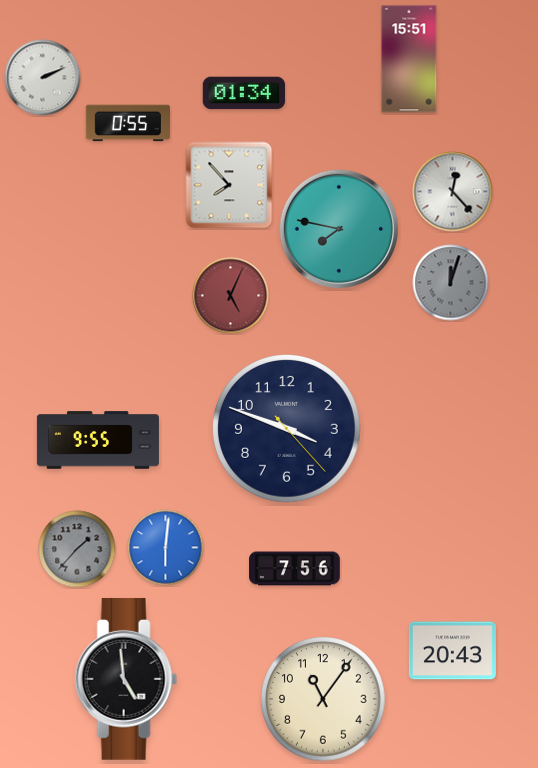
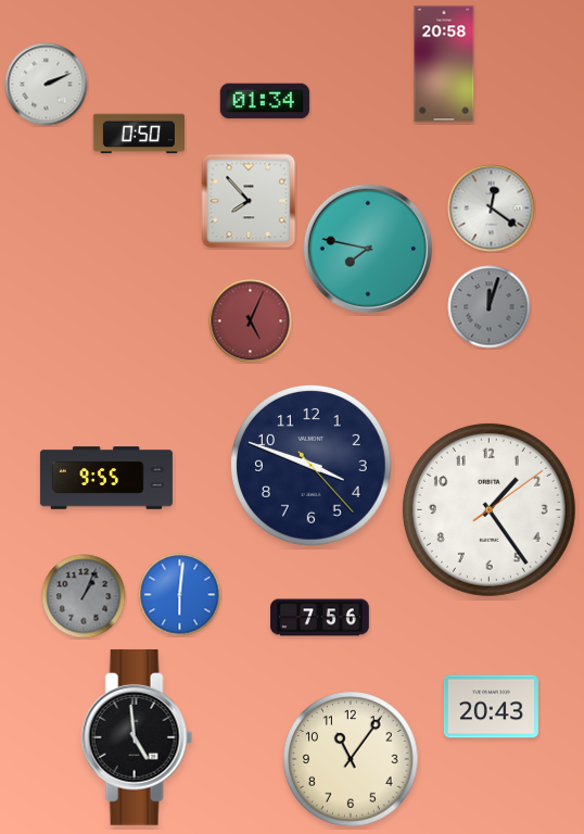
clock at (409, 59): 15:51 -> 20:58
clock at (127, 123): 0:55 -> 0:50
clock at (453, 192): 12:23 -> 12:21
clock at (488, 509): none -> 1:24
clock at (77, 549): 1:37 -> 1:04
